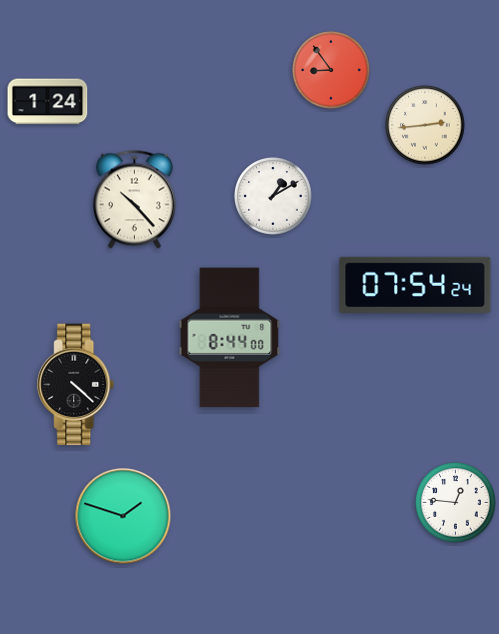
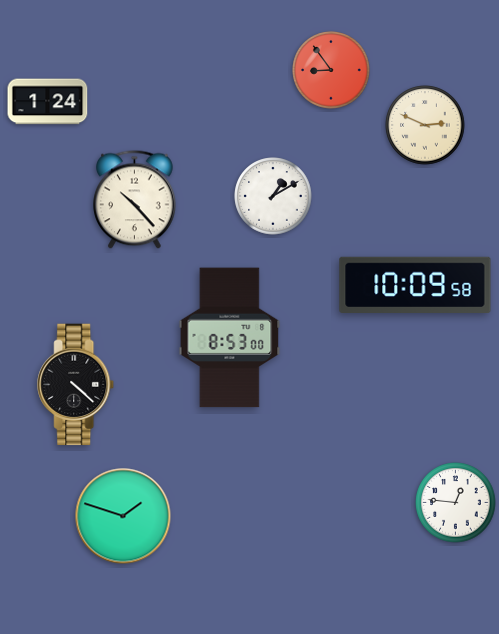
clock at (425, 125): 2:44 -> 2:49
clock at (415, 284): 07:54 -> 10:09
clock at (230, 338): 8:44 -> 8:53
